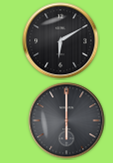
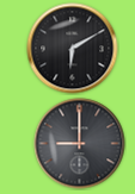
clock at (67, 121): 6:00 -> 9:00
